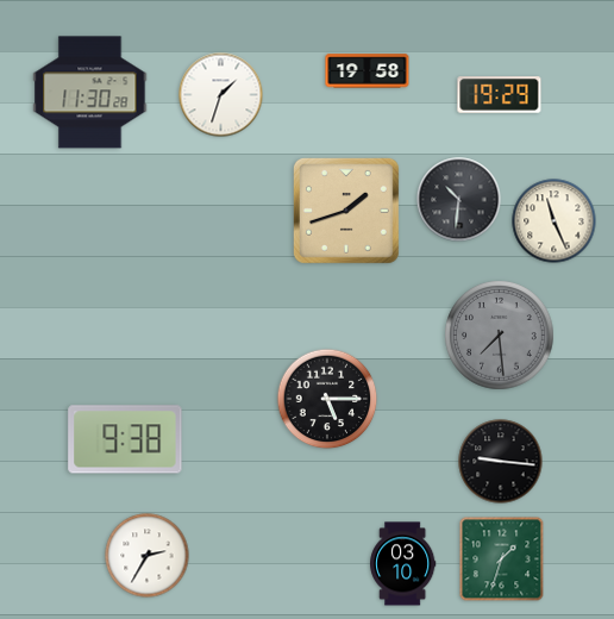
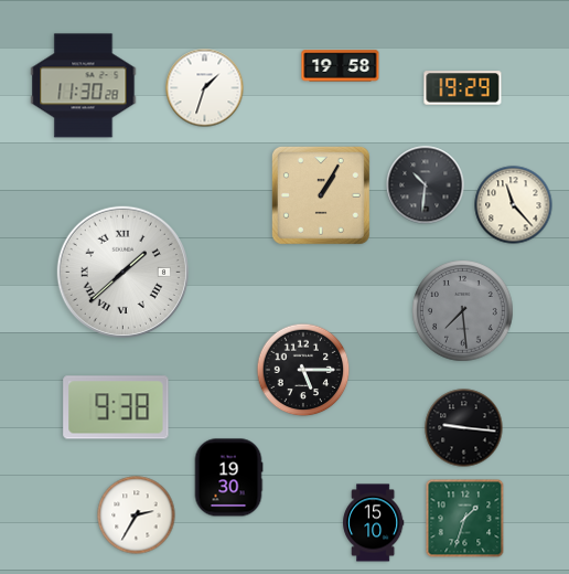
clock at (346, 211): 1:42 -> 1:05
clock at (555, 221): 11:26 -> 11:23
clock at (122, 272): none -> 1:38
clock at (228, 478): none -> 19:30
clock at (403, 564): 03:10 -> 15:10
